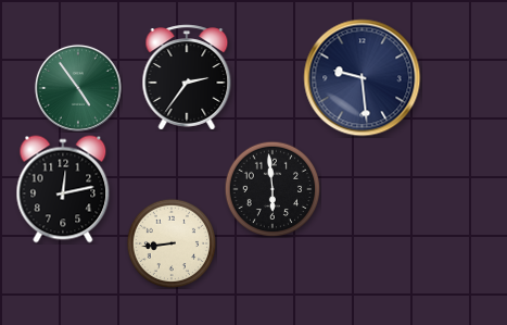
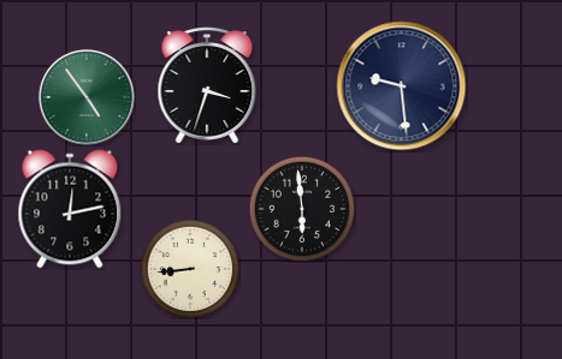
clock at (187, 77): 2:36 -> 3:33
